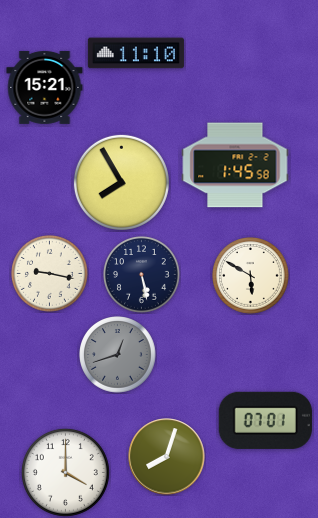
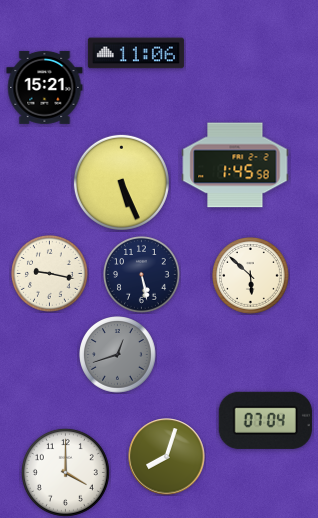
clock at (136, 53): 11:10 -> 11:06
clock at (121, 182): 7:55 -> 5:26
clock at (251, 276): 5:50 -> 5:52
clock at (265, 420): 07:01 -> 07:04
